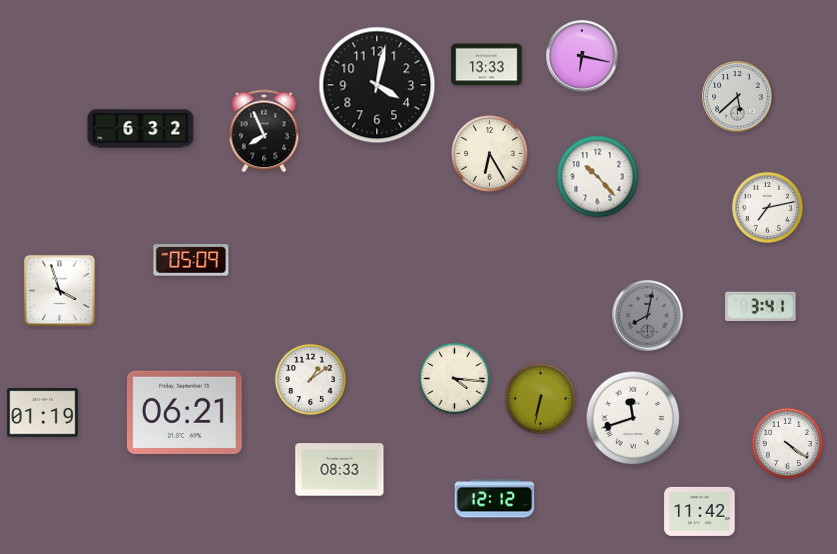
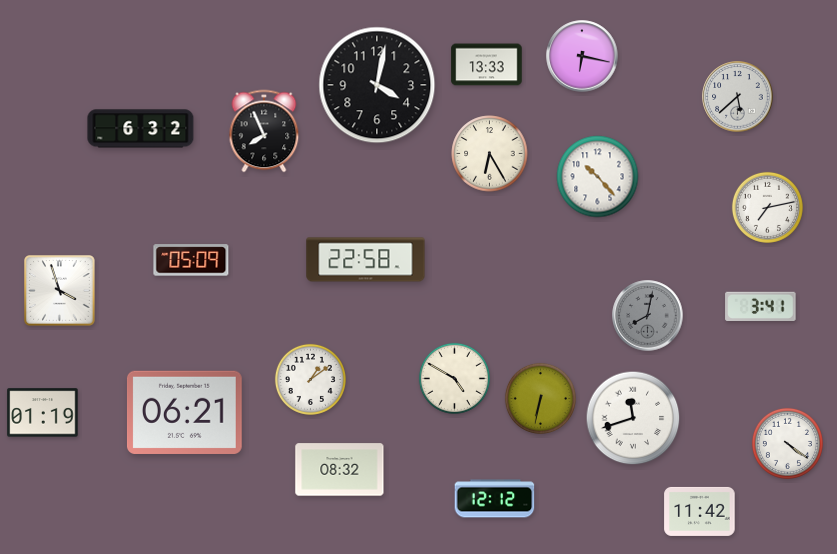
clock at (366, 260): none -> 22:58
clock at (454, 378): 4:16 -> 4:50
clock at (340, 470): 08:33 -> 08:32
